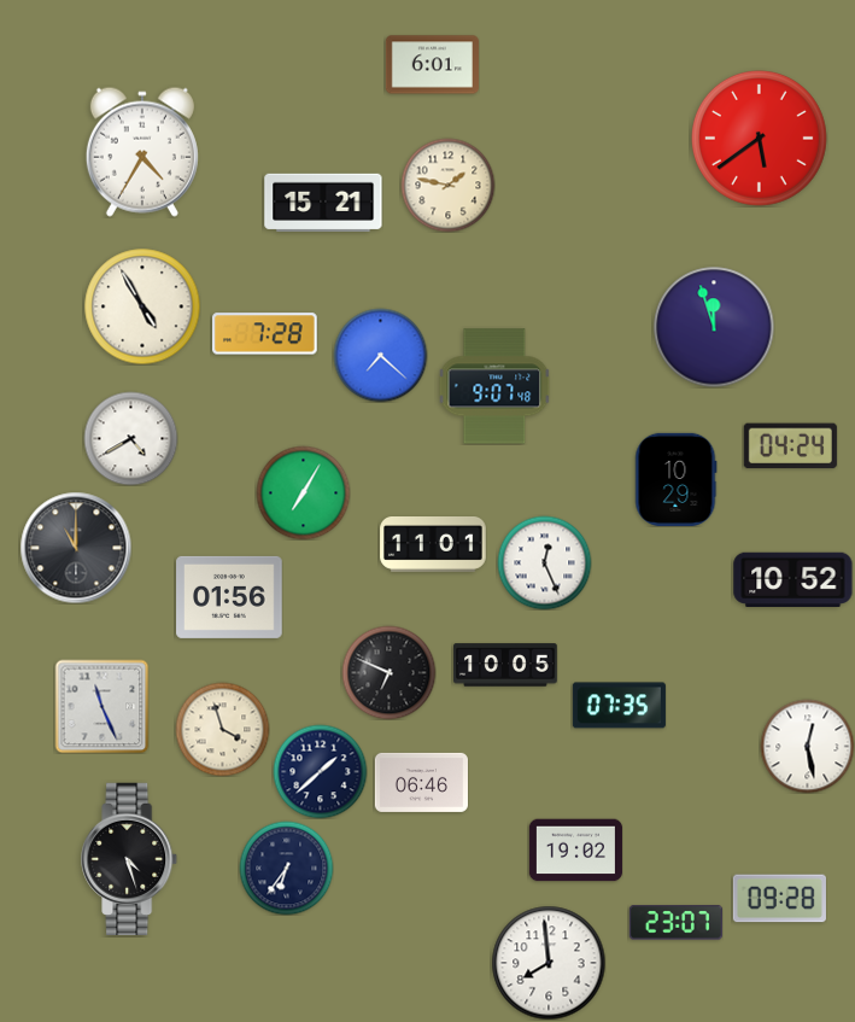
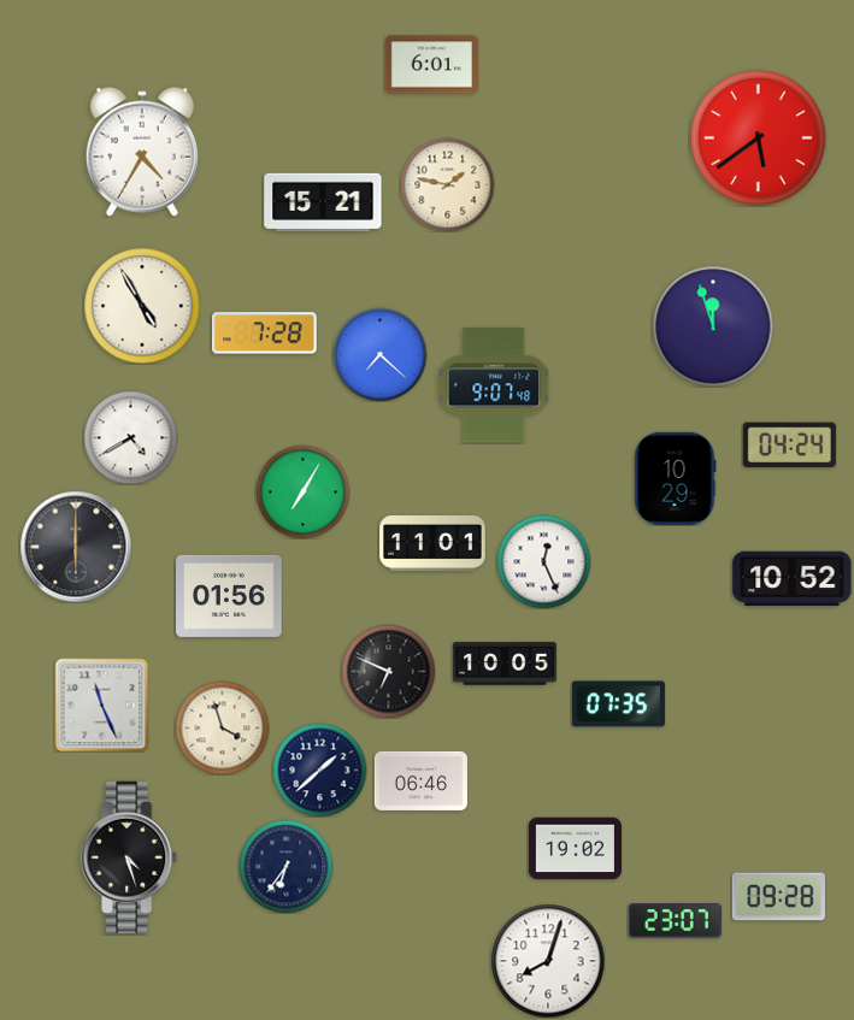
clock at (76, 548): 11:00 -> 6:00
clock at (807, 746): 12:28 -> none
clock at (549, 963): 7:59 -> 8:03
